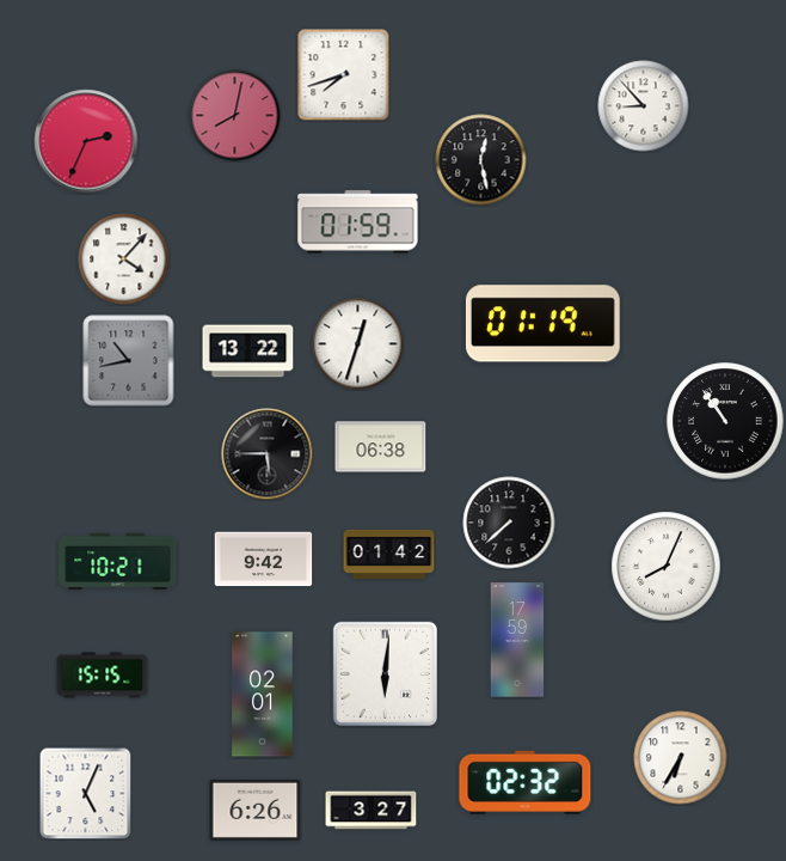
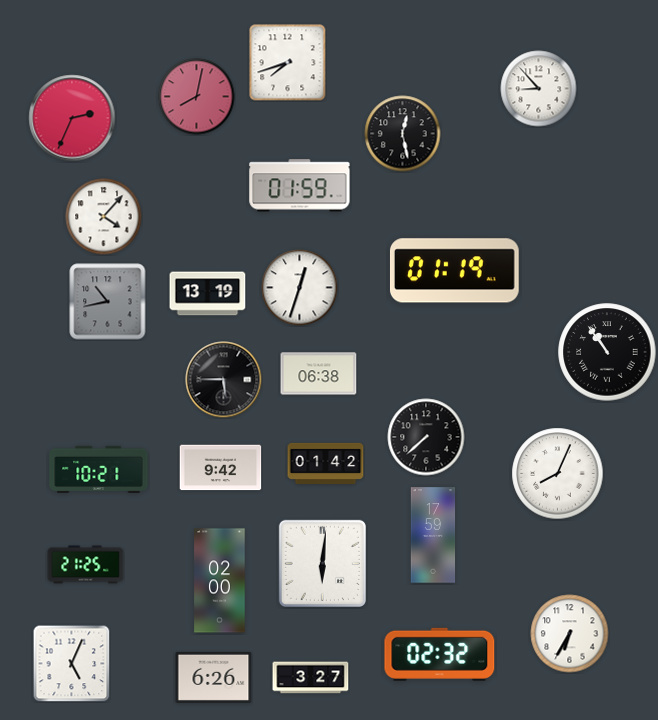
clock at (248, 352): 13:22 -> 13:19
clock at (103, 676): 15:15 -> 21:25
clock at (263, 695): 02:01 -> 02:00
